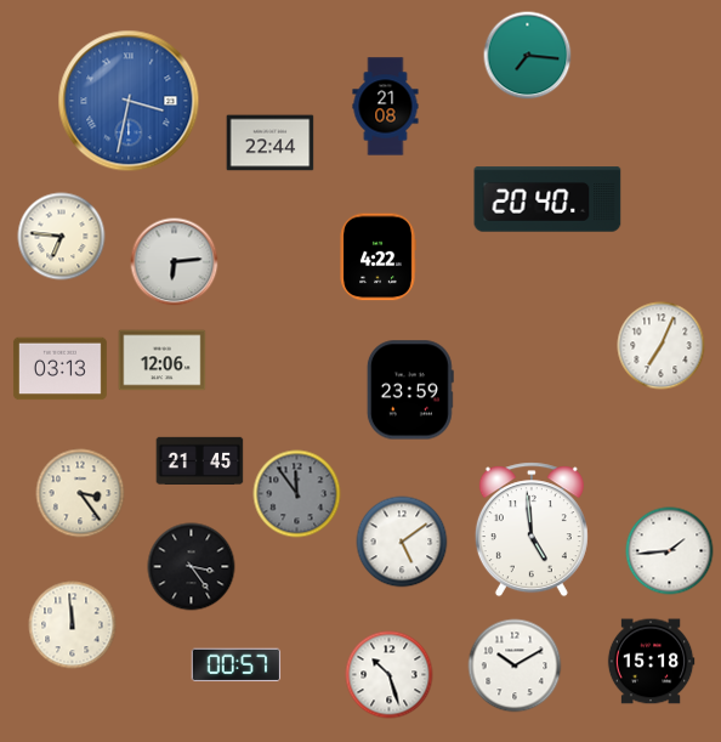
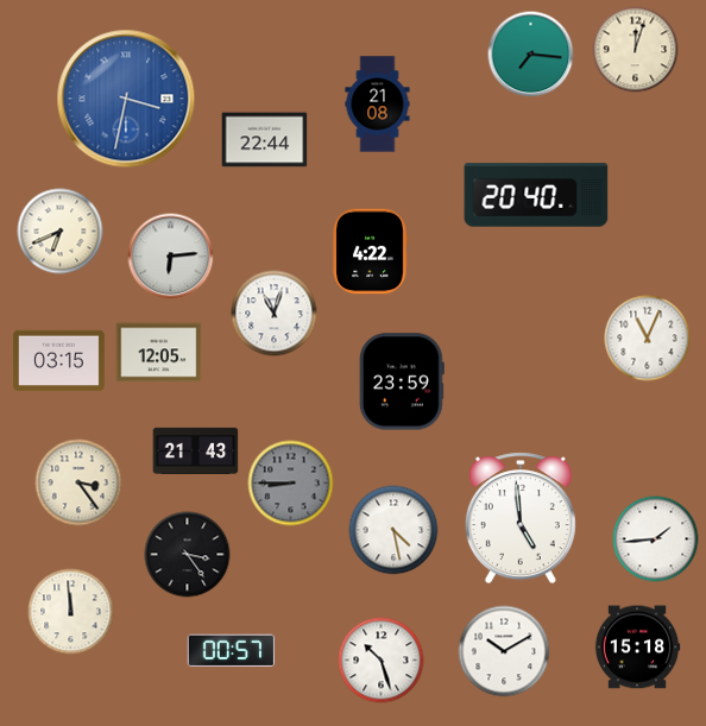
clock at (636, 50): none -> 12:03
clock at (528, 56) position: (528, 56) -> (531, 55)
clock at (62, 237): 6:46 -> 6:41
clock at (275, 314): none -> 11:03
clock at (662, 346): 7:04 -> 11:04
clock at (163, 361): 12:06 -> 12:05
clock at (59, 369): 03:13 -> 03:15
clock at (200, 460): 21:45 -> 21:43
clock at (297, 494): 11:54 -> 8:45
clock at (402, 542): 5:09 -> 4:28
